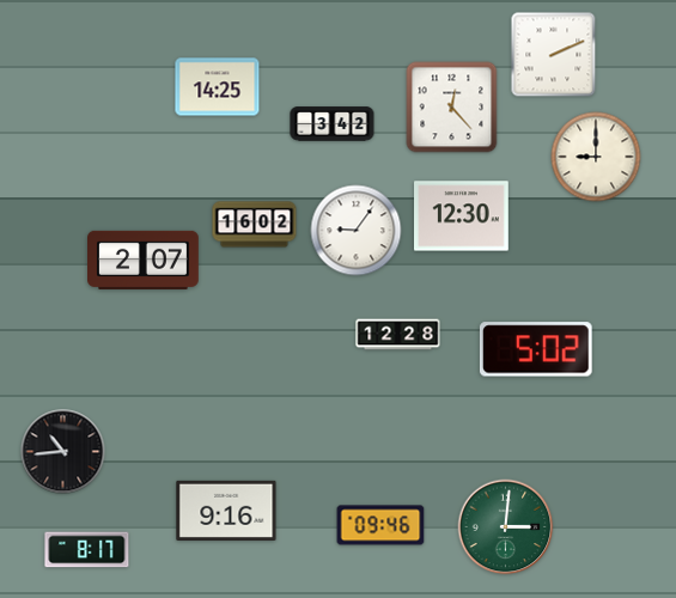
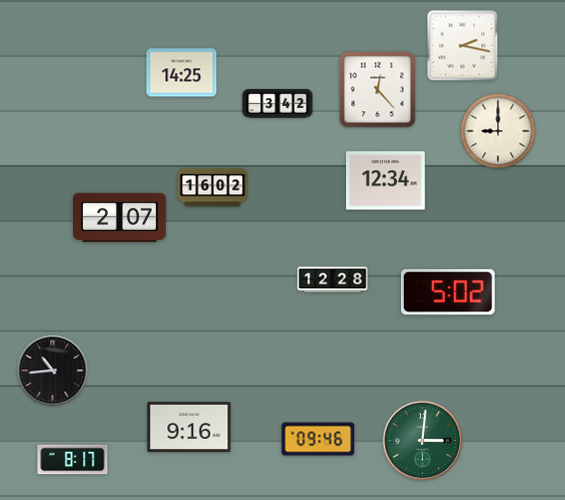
clock at (554, 55): 2:11 -> 2:17
clock at (462, 216): 12:30 -> 12:34
clock at (357, 231): 9:06 -> none
clock at (63, 452) position: (63, 452) -> (53, 371)
